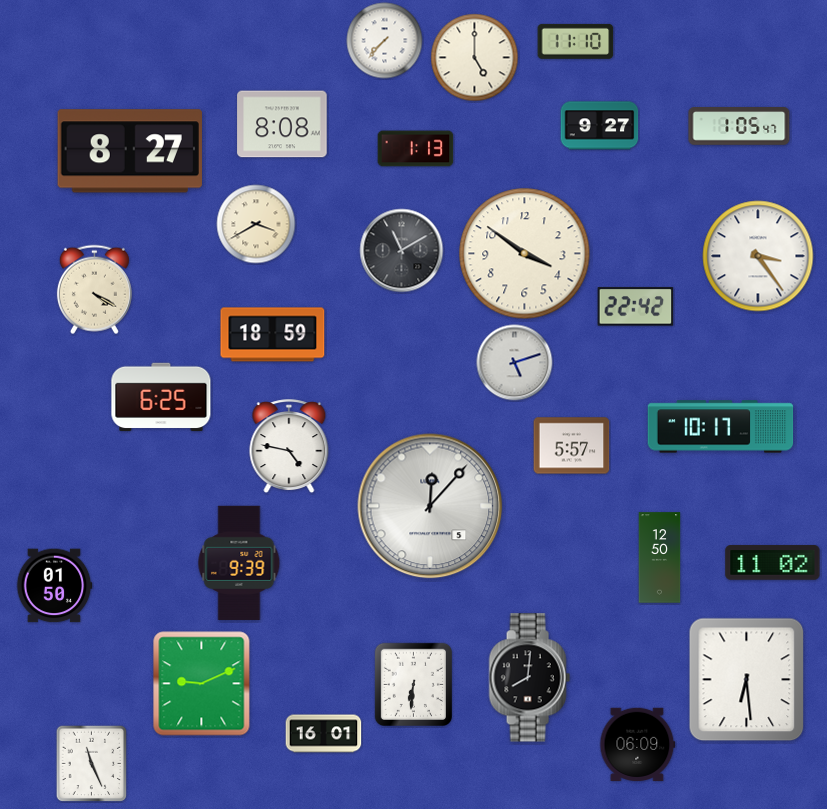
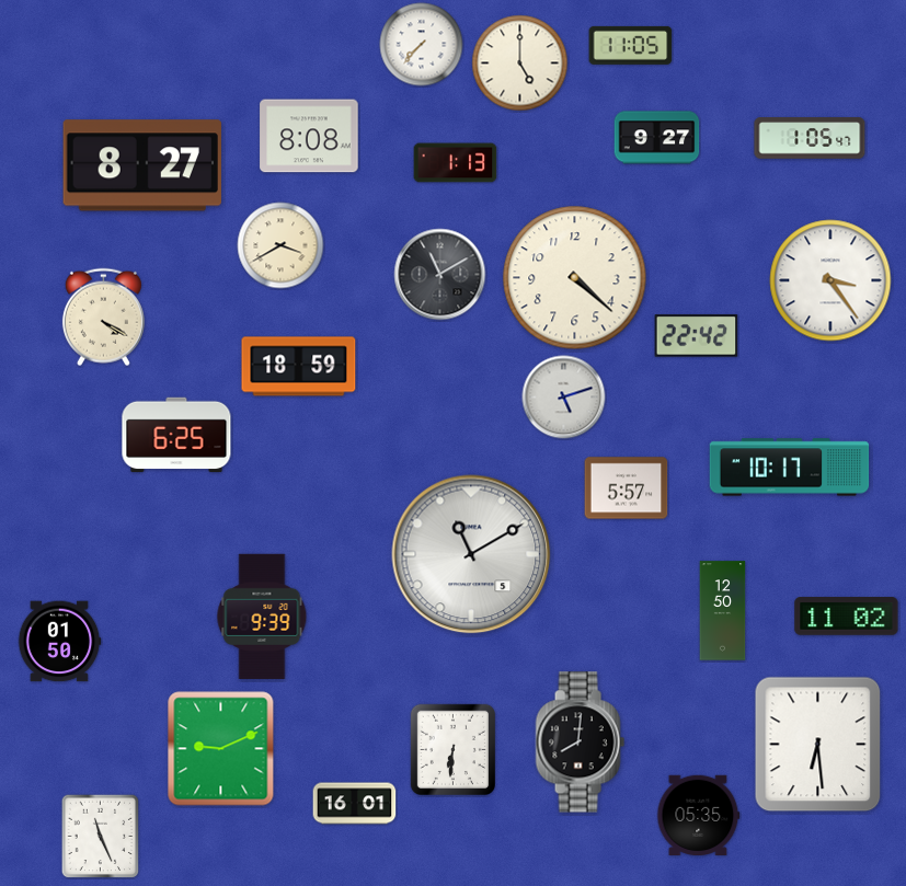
clock at (576, 41): 11:10 -> 11:05
clock at (525, 254): 3:51 -> 4:22
clock at (289, 447): 4:47 -> none
clock at (430, 506): 12:07 -> 11:10
clock at (638, 744): 06:09 -> 05:35
